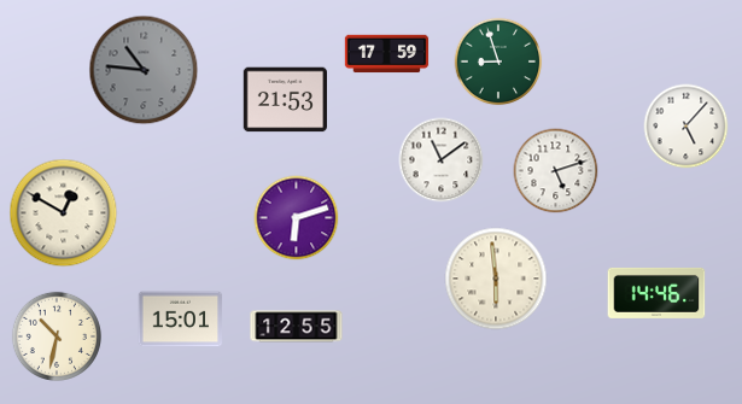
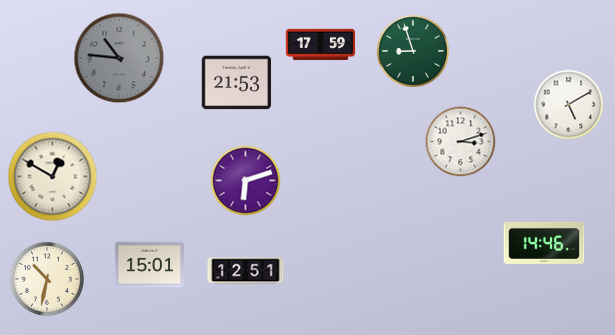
clock at (687, 127): 5:07 -> 5:10
clock at (442, 160): 11:09 -> none
clock at (556, 171): 5:12 -> 3:12
clock at (496, 279): 5:59 -> none
clock at (297, 327): 12:55 -> 12:51
